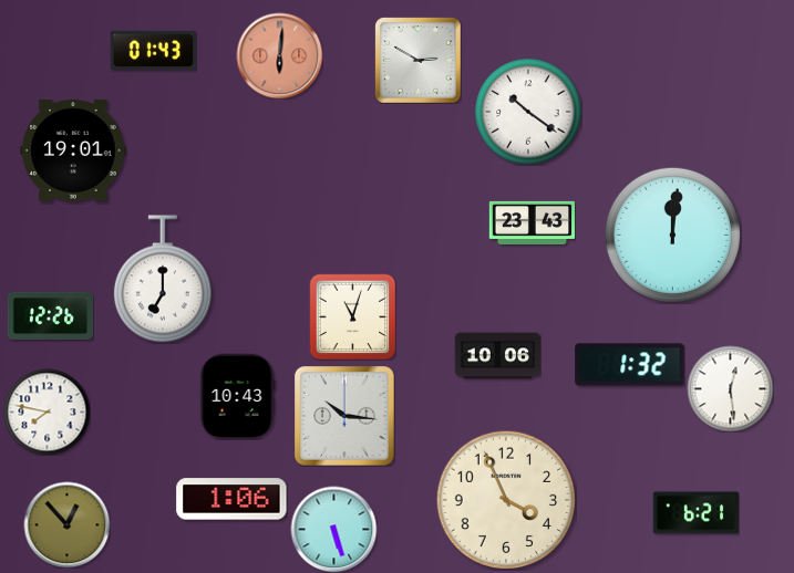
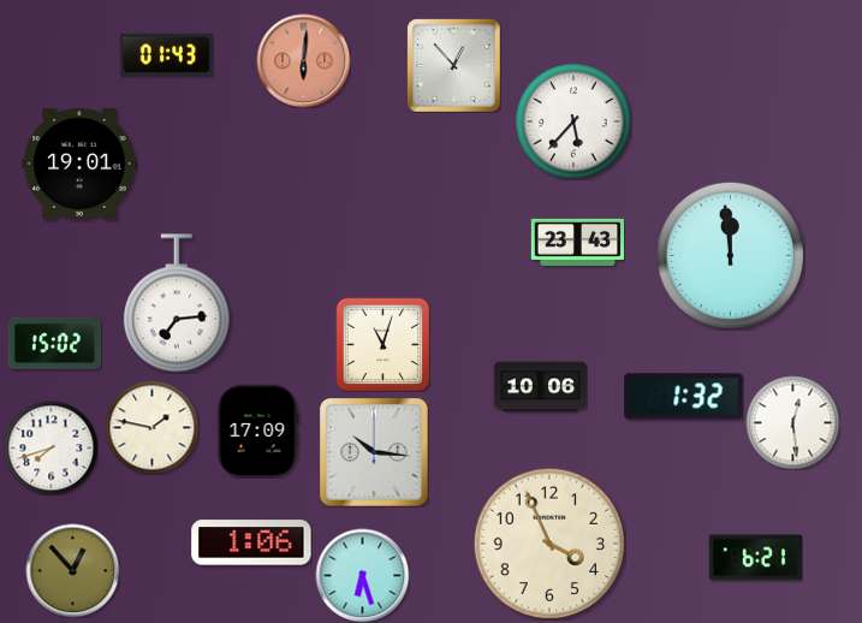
clock at (417, 60): 2:50 -> 12:53
clock at (528, 112): 10:21 -> 5:37
clock at (672, 235): 12:01 -> 11:59
clock at (163, 279): 7:00 -> 7:14
clock at (50, 315): 12:26 -> 15:02
clock at (151, 427): none -> 1:47
clock at (238, 396): 10:43 -> 17:09
clock at (47, 411): 7:47 -> 7:42
clock at (333, 529): 5:27 -> 6:27
